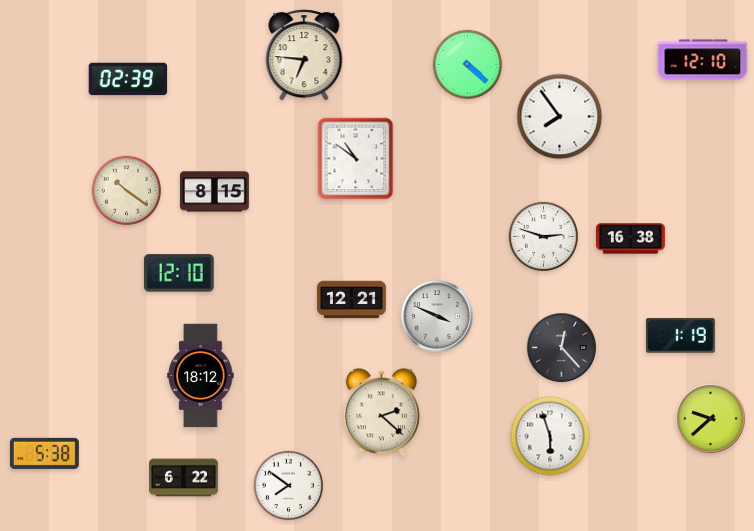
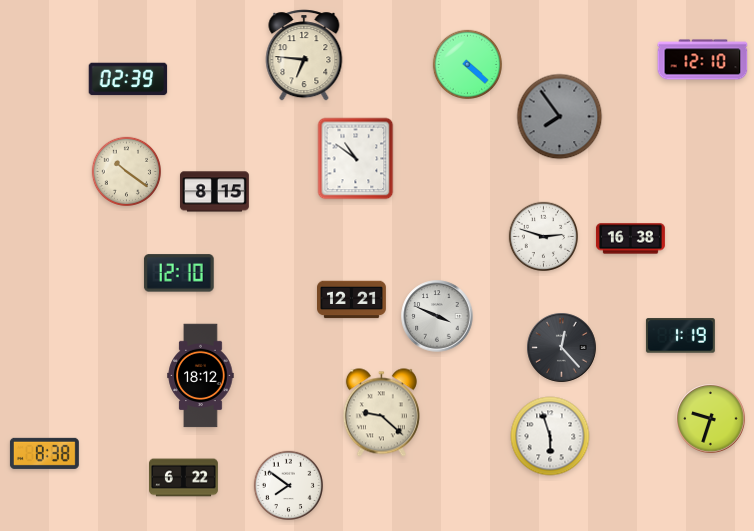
clock at (560, 117) dial: white -> grey
clock at (127, 191) position: (127, 191) -> (127, 172)
clock at (381, 413): 2:22 -> 9:22
clock at (711, 419): 9:38 -> 9:33
clock at (44, 453): 5:38 -> 8:38
